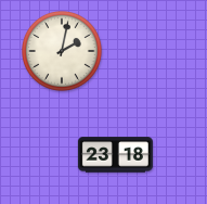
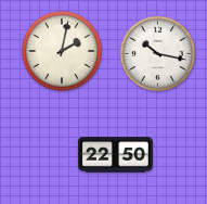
clock at (158, 54): none -> 10:17
clock at (115, 155): 23:18 -> 22:50
